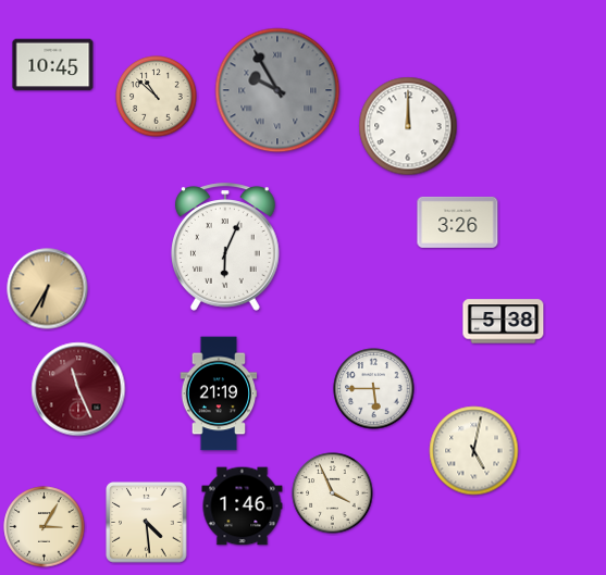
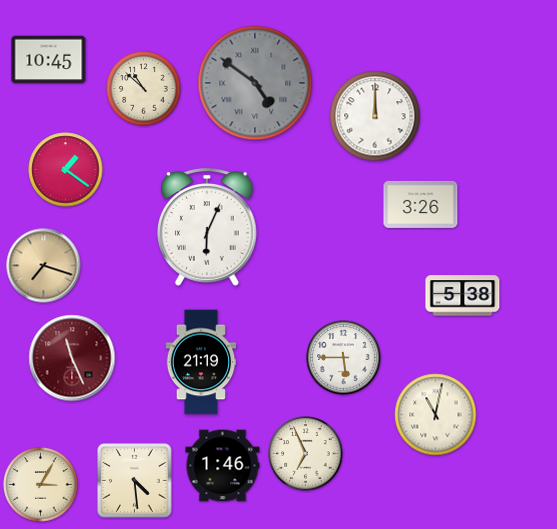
clock at (277, 90): 9:55 -> 4:51
clock at (66, 170): none -> 1:21
clock at (48, 289): 6:35 -> 7:18
clock at (474, 451): 5:02 -> 11:02
clock at (333, 493): 3:56 -> 6:56
